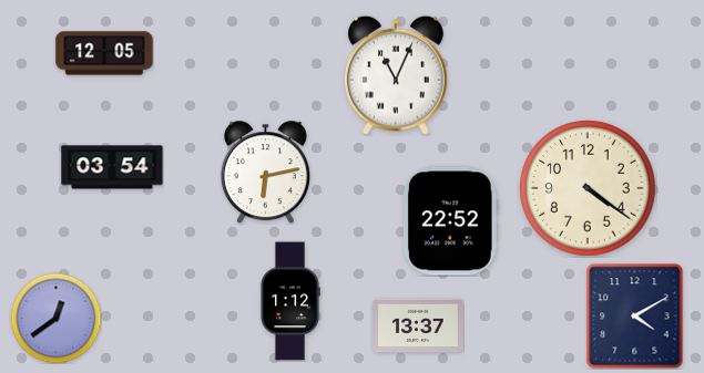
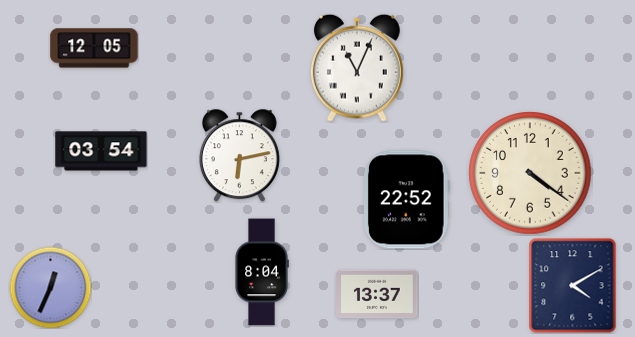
clock at (588, 188) position: (588, 188) -> (530, 173)
clock at (290, 301): 1:12 -> 8:04
clock at (55, 318): 12:39 -> 12:34
